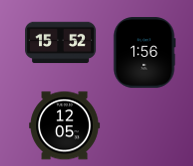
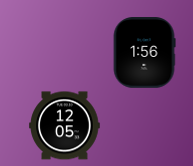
clock at (61, 43): 15:52 -> none
